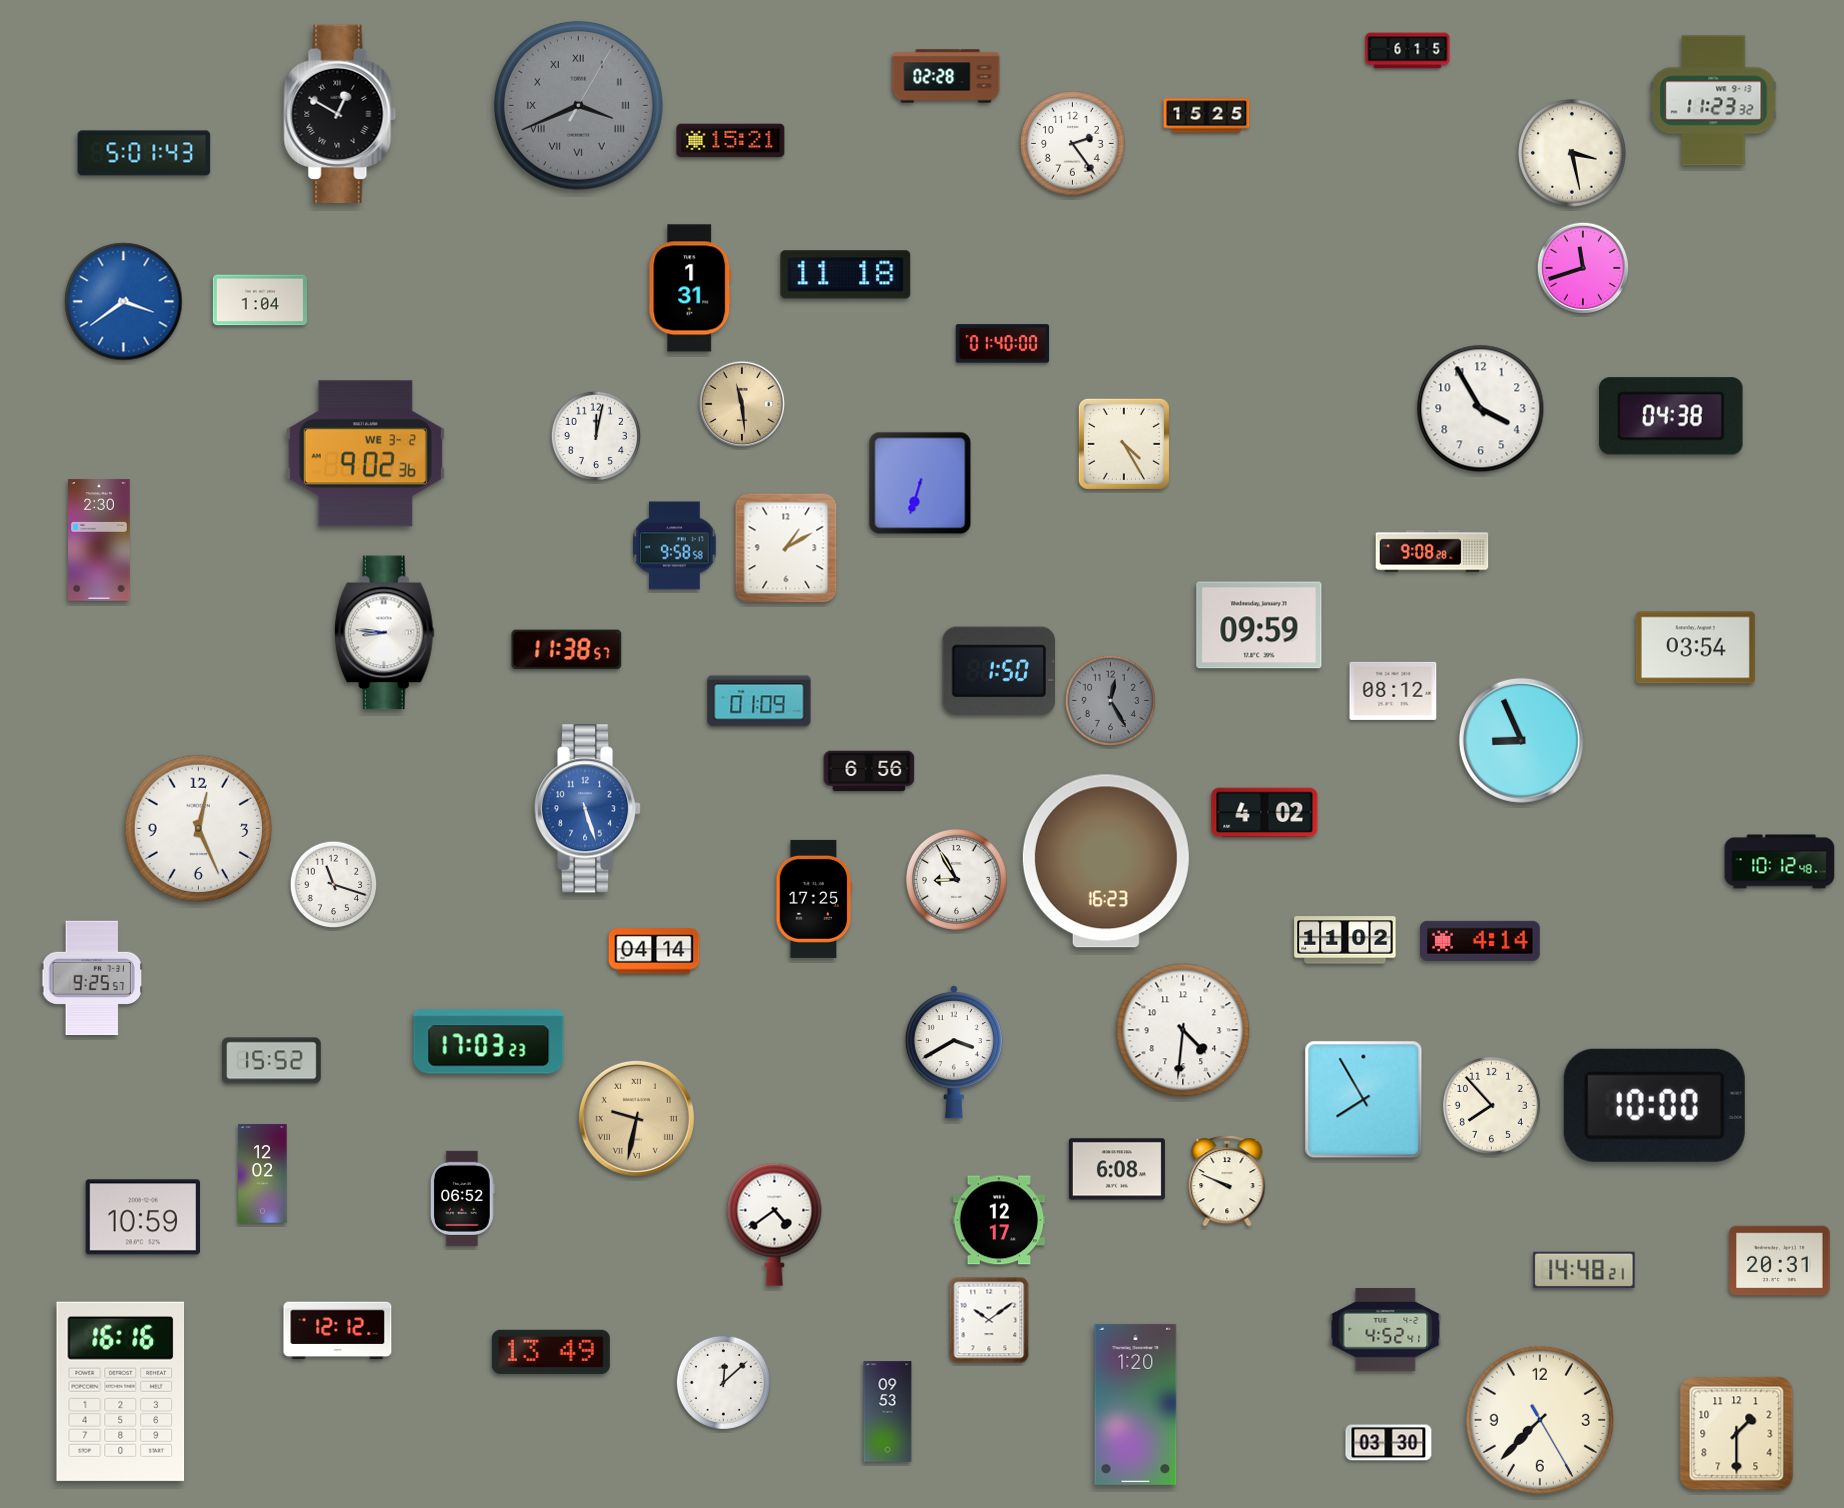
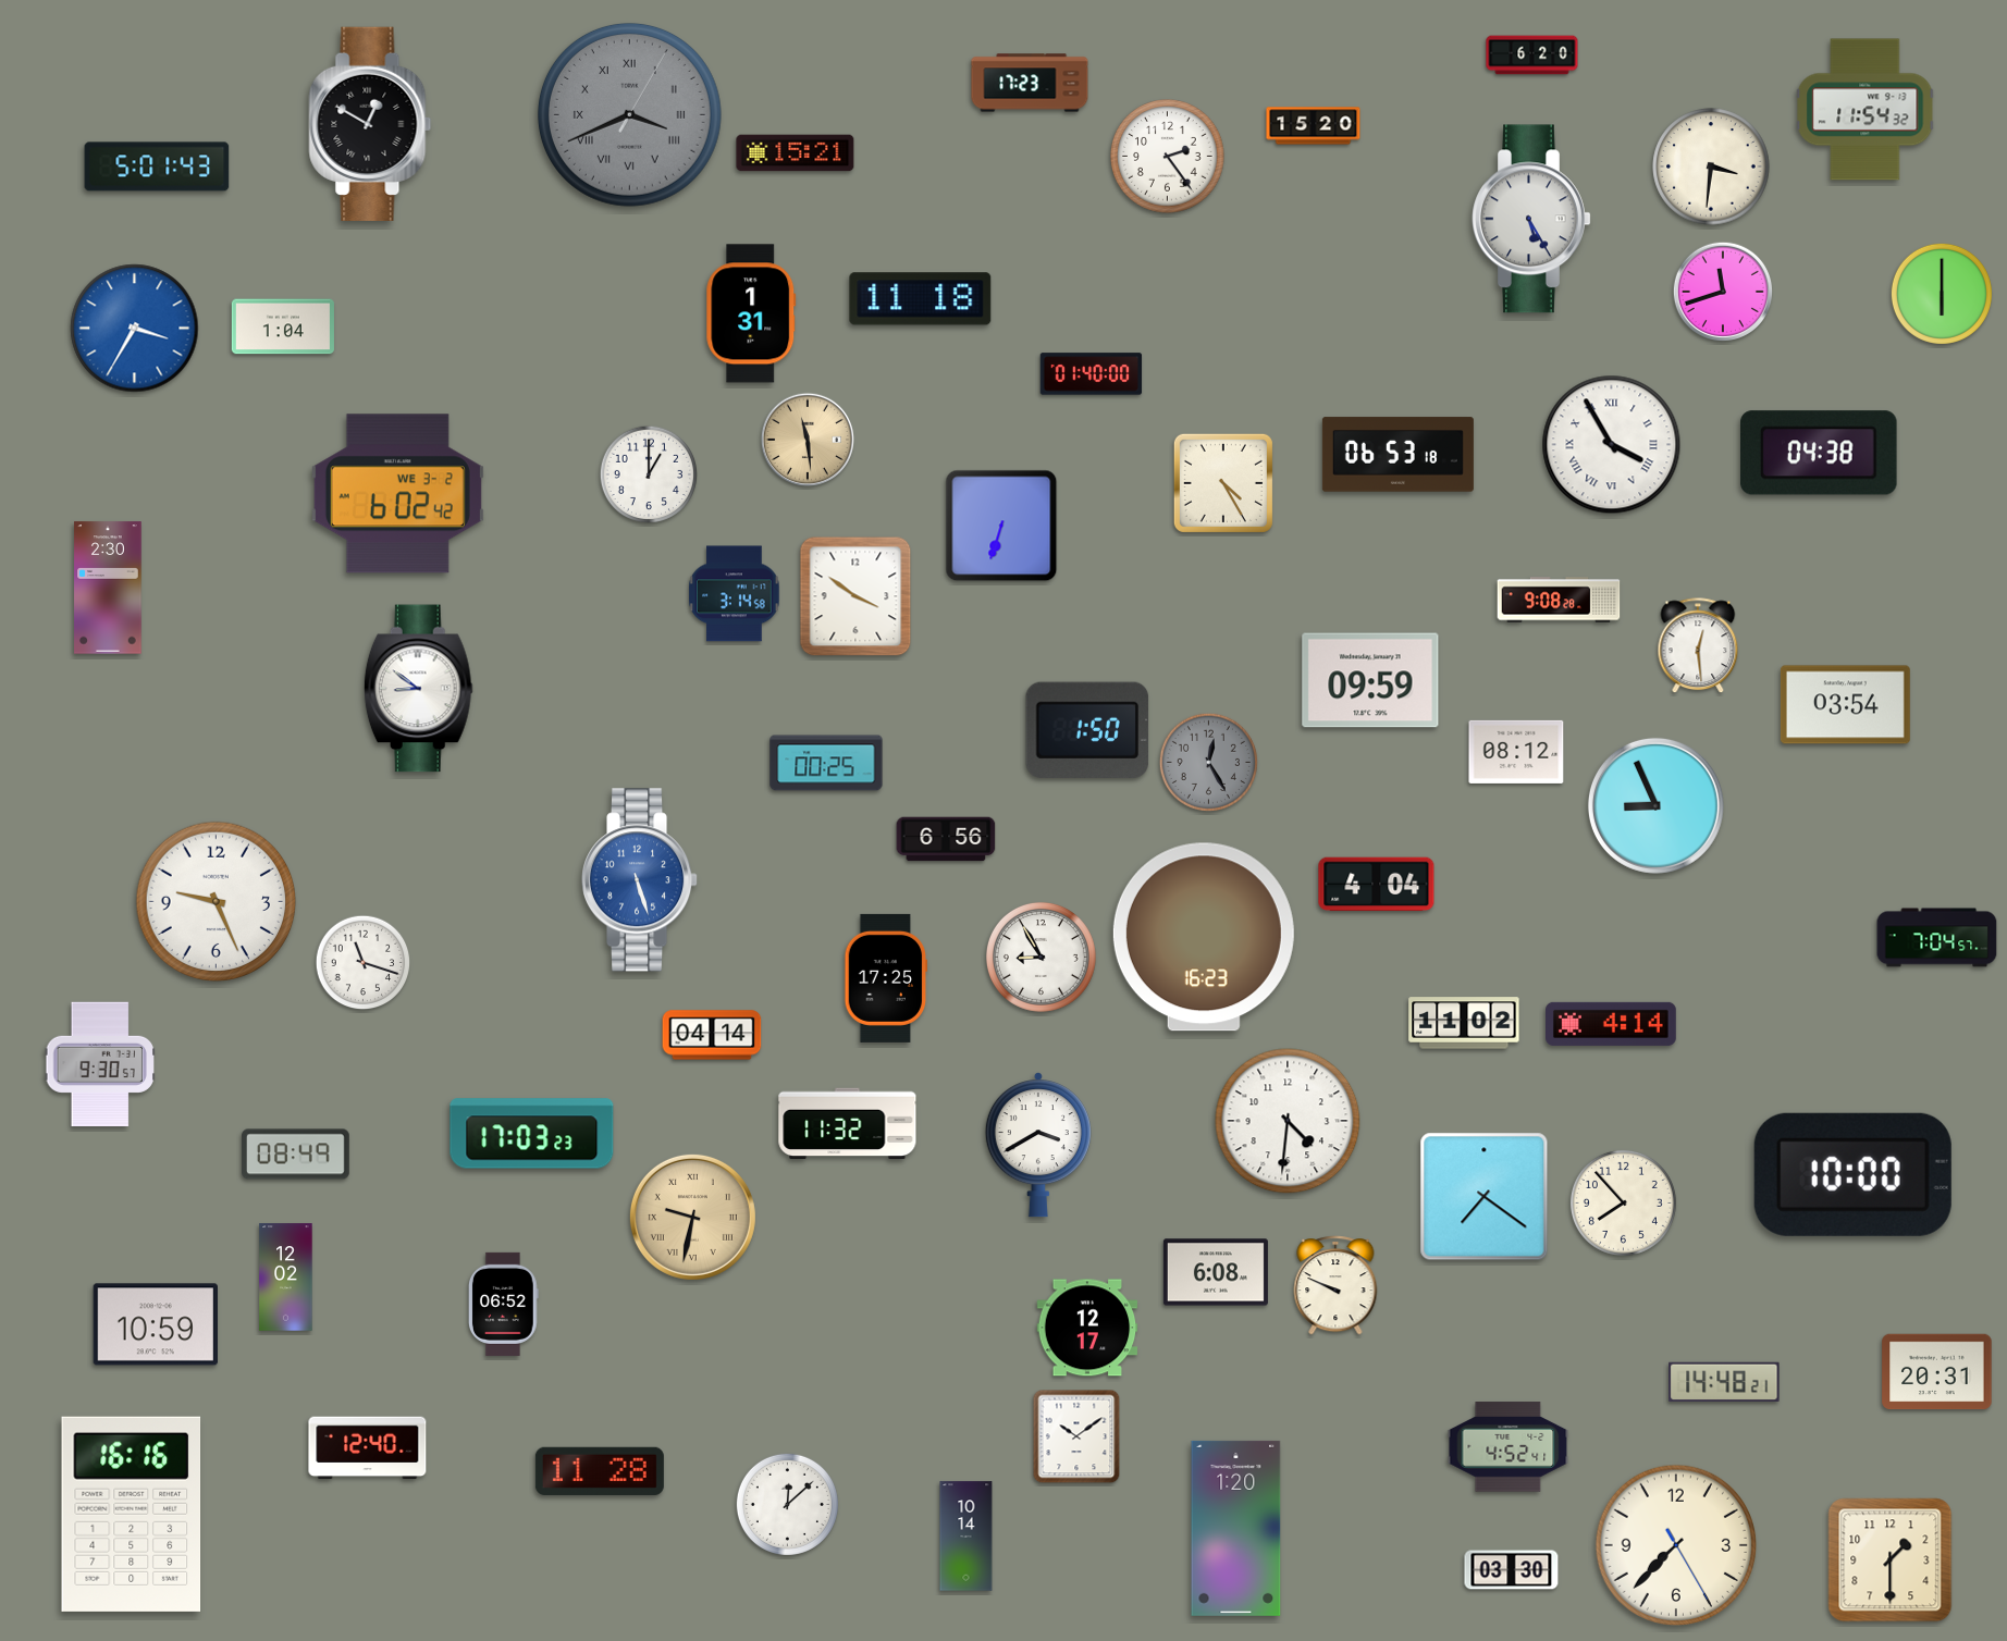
clock at (1408, 51): 6:15 -> 6:20
clock at (946, 76): 02:28 -> 17:23
clock at (1714, 101): 11:23 -> 11:54
clock at (1207, 116): 15:25 -> 15:20
clock at (1572, 153): 3:28 -> 3:31
clock at (1531, 219): none -> 5:25
clock at (1942, 294): none -> 6:00
clock at (124, 302): 3:39 -> 3:35
clock at (1481, 409) numerals: Arabic -> Roman
clock at (1397, 455): none -> 06:53
clock at (595, 435): 12:02 -> 1:00
clock at (365, 454): 9:02 -> 6:02
clock at (675, 546): 9:58 -> 3:14
clock at (786, 548): 1:10 -> 3:51
clock at (1698, 646): none -> 12:29
clock at (384, 633): 8:46 -> 8:51
clock at (567, 650): 11:38 -> none
clock at (759, 701): 01:09 -> 00:25
clock at (1265, 813): 4:02 -> 4:04
clock at (199, 829): 12:26 -> 9:26
clock at (1780, 862): 10:12 -> 7:04
clock at (92, 978): 9:25 -> 9:30
clock at (848, 1124): none -> 11:32
clock at (272, 1061): 15:52 -> 08:49
clock at (1364, 1100): 7:55 -> 7:21
clock at (1654, 1105) position: (1654, 1105) -> (1852, 1174)
clock at (775, 1224): 4:39 -> none
clock at (338, 1331): 12:12 -> 12:40
clock at (551, 1352): 13:49 -> 11:28
clock at (888, 1412): 09:53 -> 10:14
